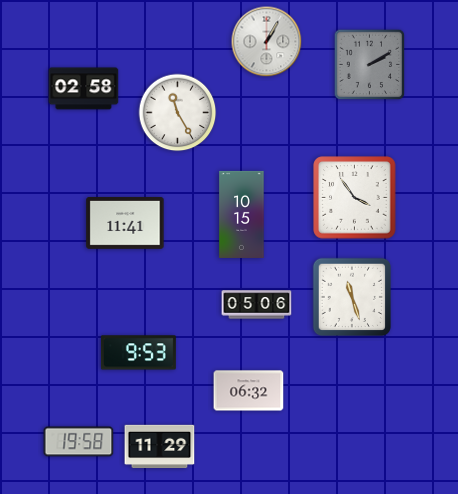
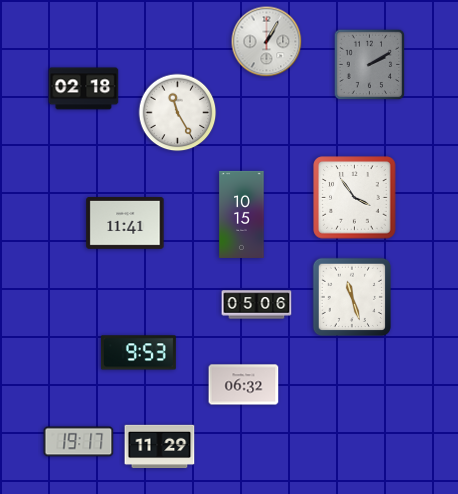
clock at (84, 89): 02:58 -> 02:18
clock at (249, 391) position: (249, 391) -> (244, 385)
clock at (79, 442): 19:58 -> 19:17
